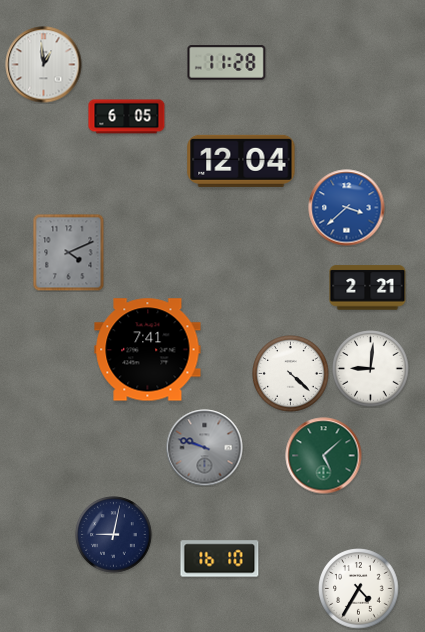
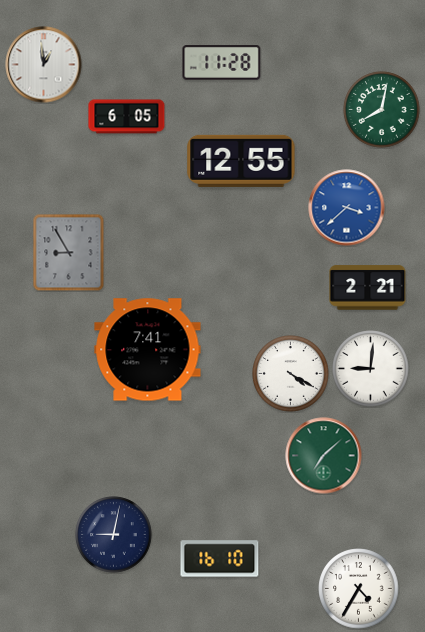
clock at (227, 63) position: (227, 63) -> (222, 63)
clock at (382, 110): none -> 8:02
clock at (241, 161): 12:04 -> 12:55
clock at (69, 252): 4:11 -> 8:55
clock at (291, 374): 4:22 -> 4:20
clock at (205, 448): 9:48 -> none
clock at (324, 456): 5:08 -> 7:08
